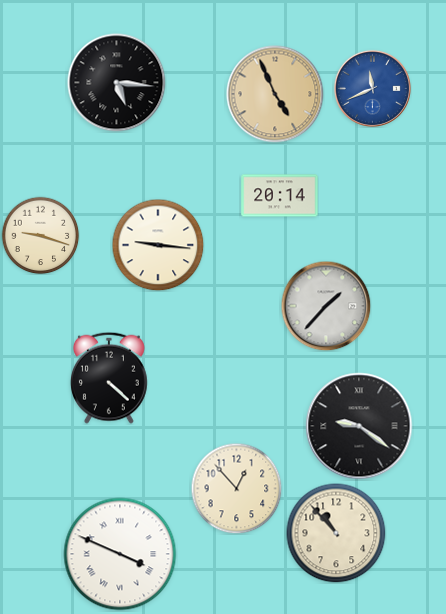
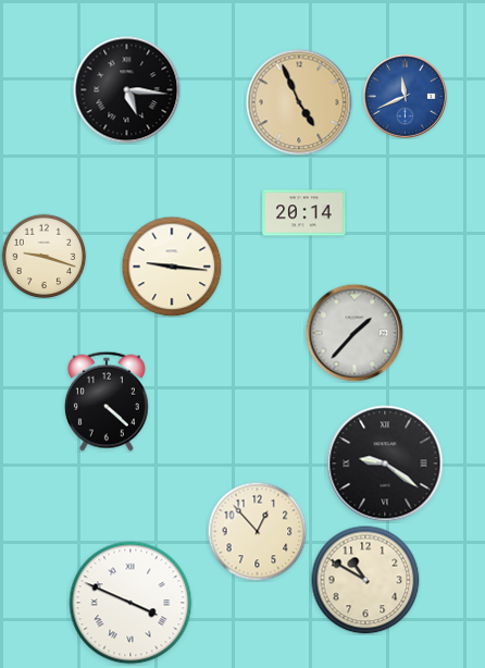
clock at (109, 378) position: (109, 378) -> (107, 401)
clock at (359, 426) position: (359, 426) -> (385, 463)
clock at (336, 533): 10:53 -> 10:50
